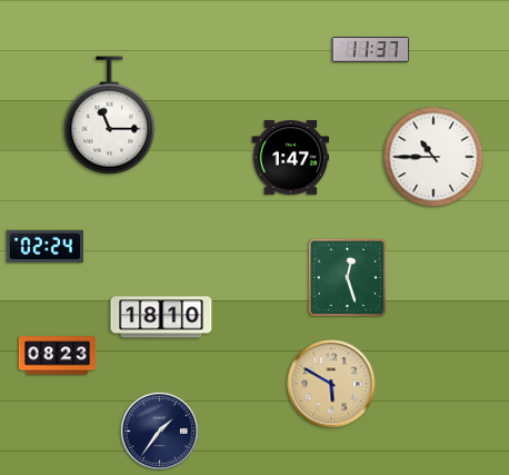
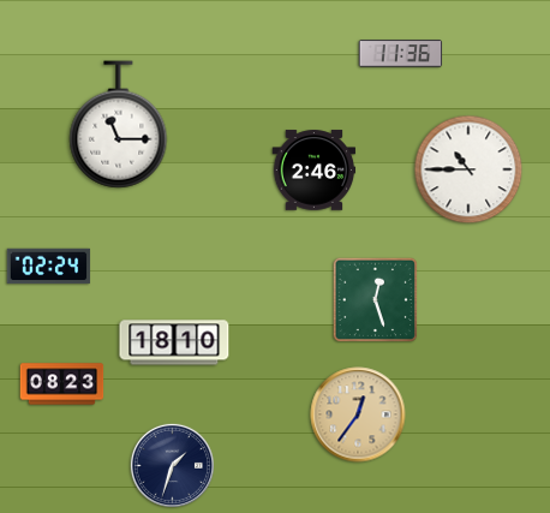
clock at (371, 50): 11:37 -> 11:36
clock at (291, 158): 1:47 -> 2:46
clock at (331, 384): 5:50 -> 12:36
clock at (159, 431): 1:36 -> 1:33
